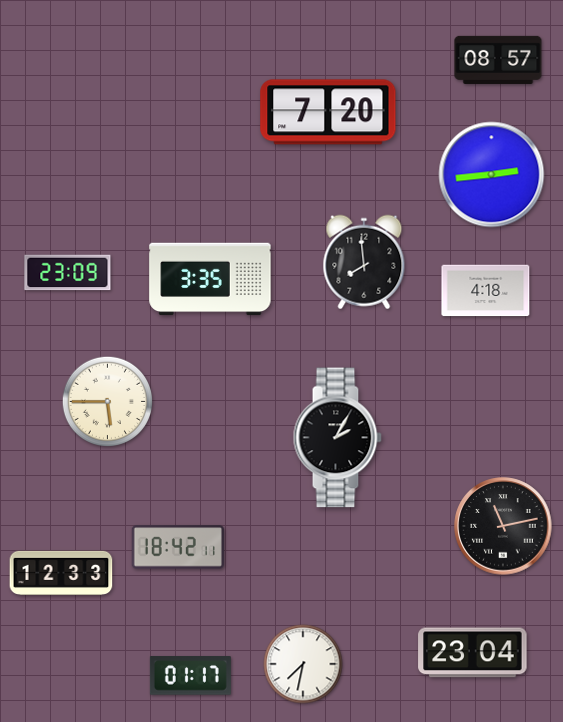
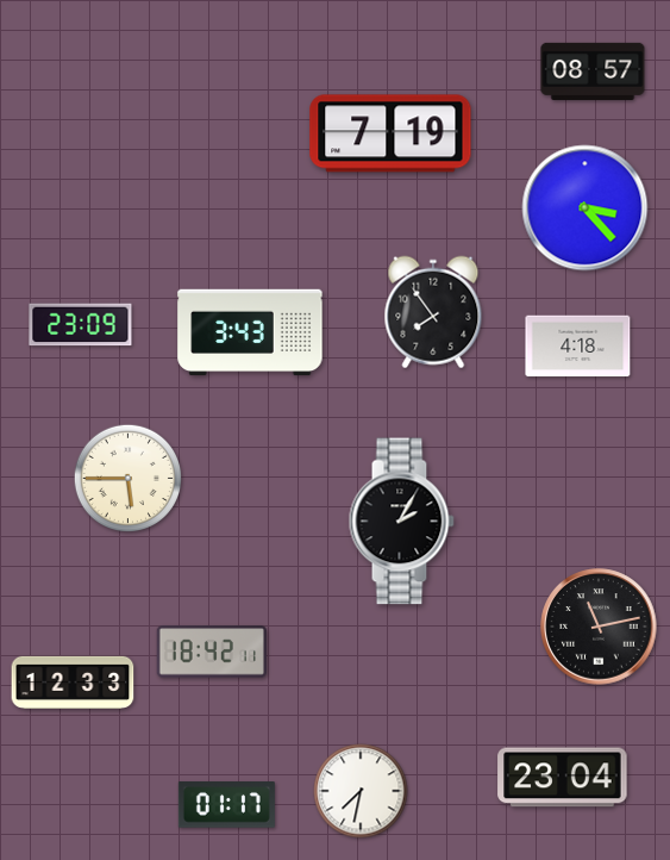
clock at (328, 112): 7:20 -> 7:19
clock at (492, 175): 2:44 -> 3:23
clock at (364, 262): 7:59 -> 7:54
clock at (210, 279): 3:35 -> 3:43
